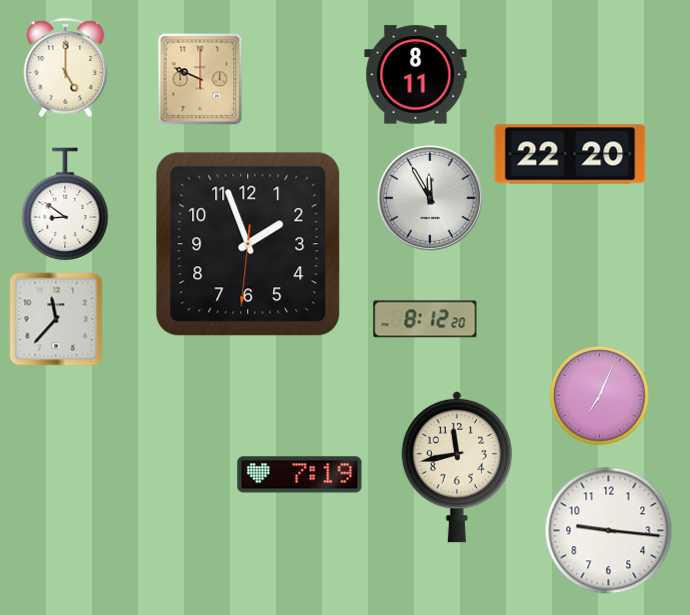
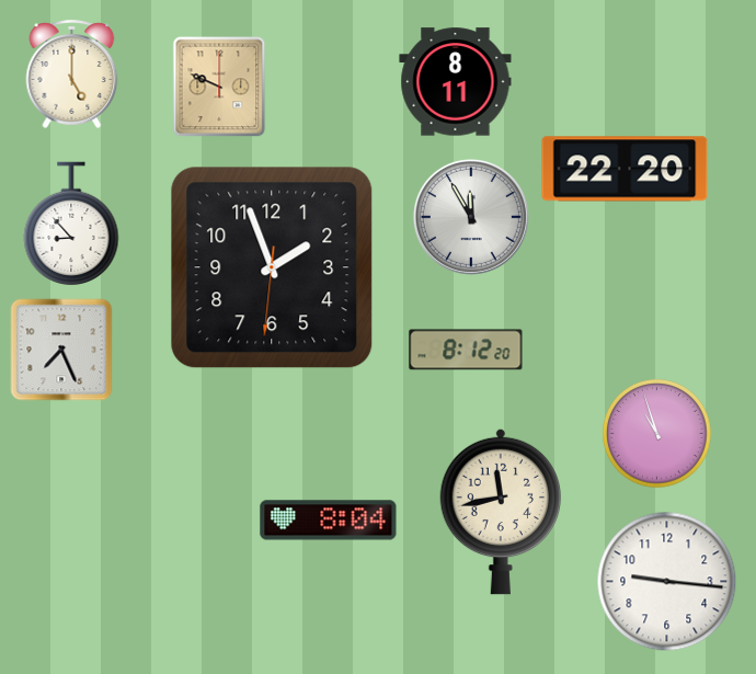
clock at (65, 204): 8:51 -> 8:53
clock at (56, 319): 11:37 -> 7:26
clock at (600, 396): 7:04 -> 10:57
clock at (300, 475): 7:19 -> 8:04
